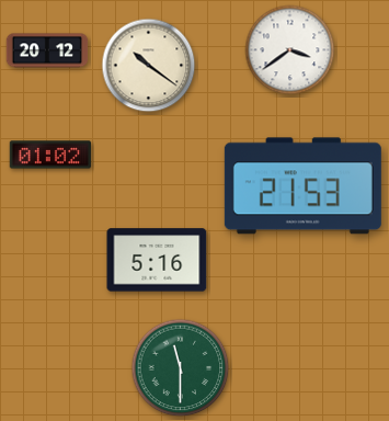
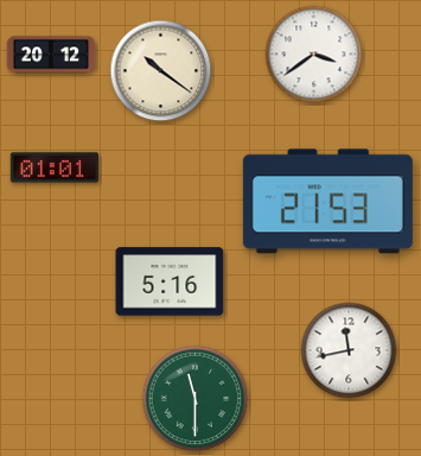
clock at (50, 155): 01:02 -> 01:01
clock at (349, 350): none -> 11:43
